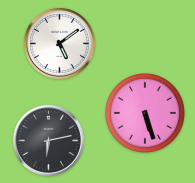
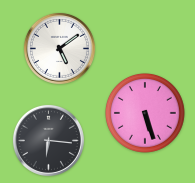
clock at (59, 43) position: (59, 43) -> (59, 48)
clock at (48, 140): 6:13 -> 6:16
